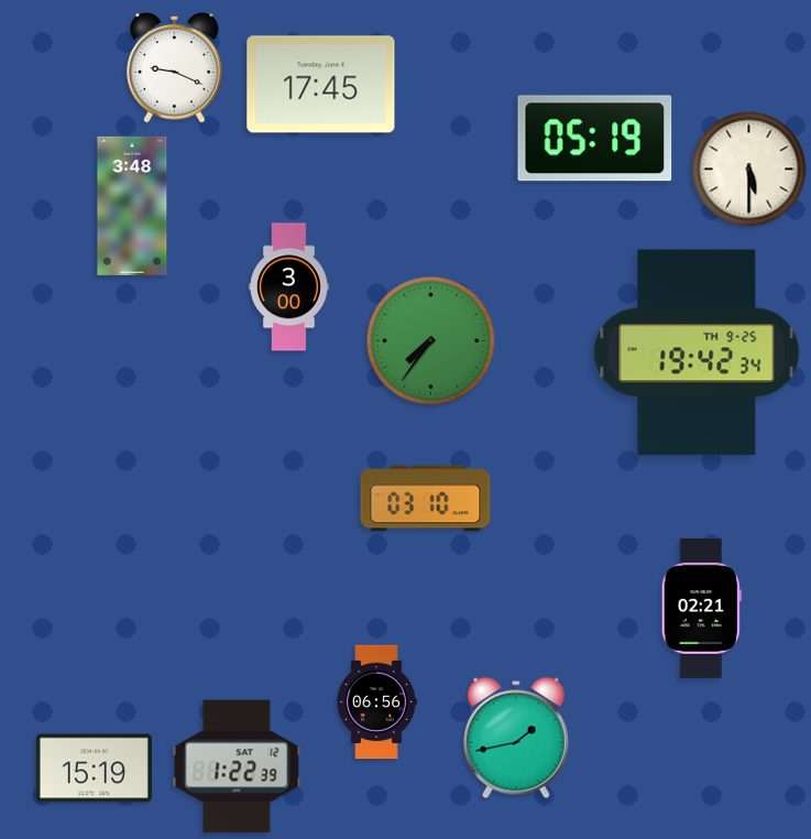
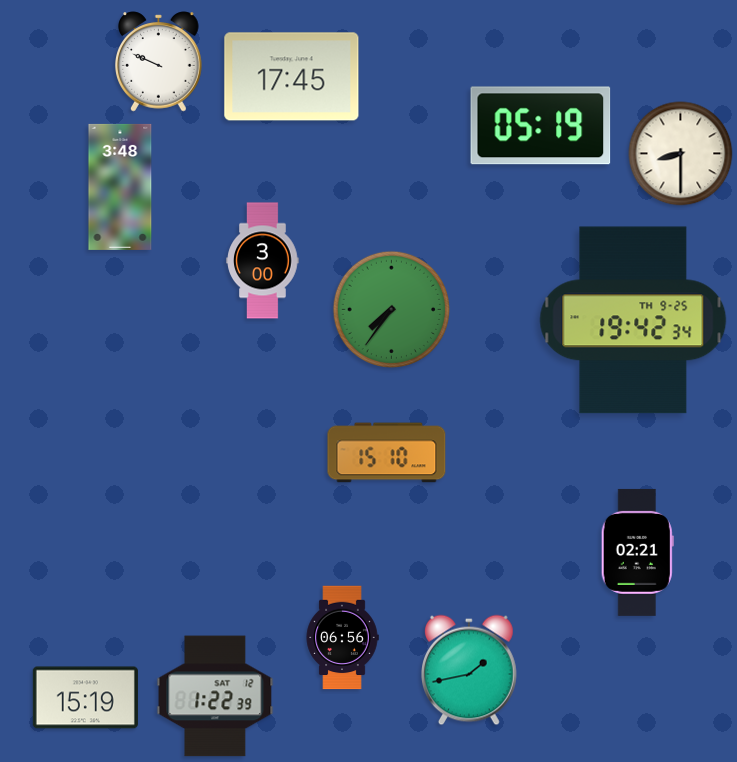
clock at (175, 68): 9:19 -> 9:49
clock at (749, 170): 5:30 -> 8:30
clock at (426, 499): 03:10 -> 15:10
